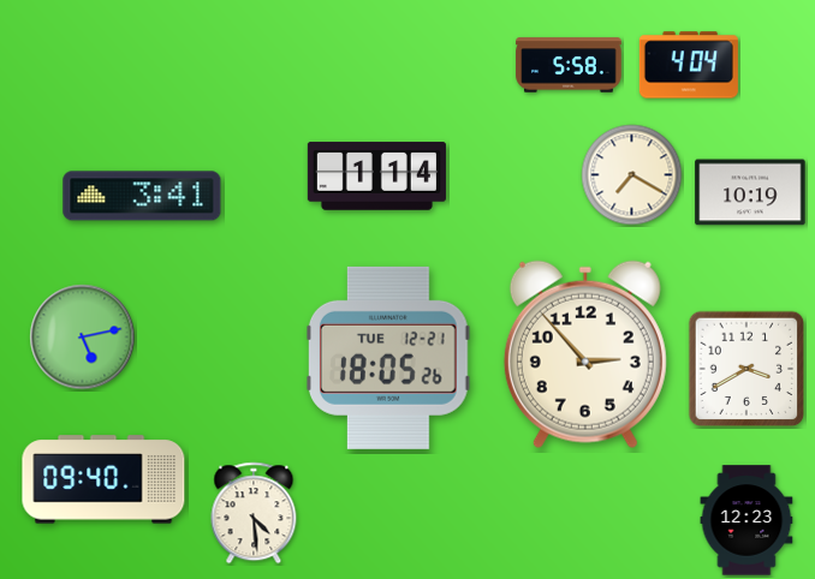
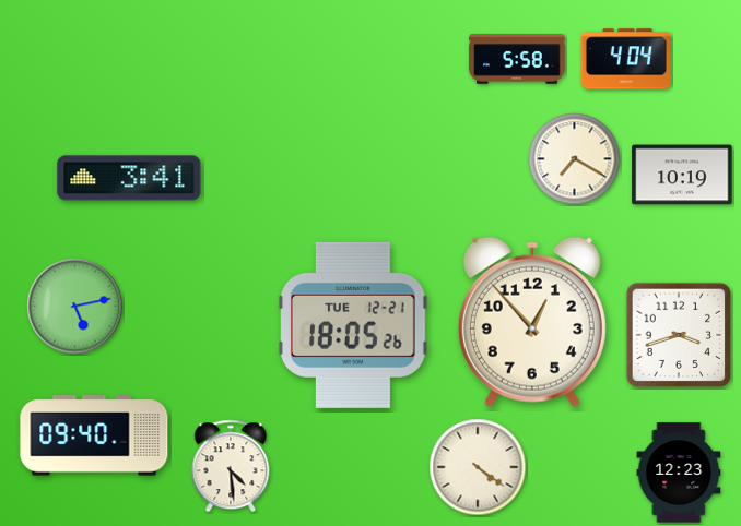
clock at (376, 177): 1:14 -> none
clock at (585, 354): 2:53 -> 12:53
clock at (746, 369): 3:40 -> 3:42
clock at (478, 467): none -> 4:21
